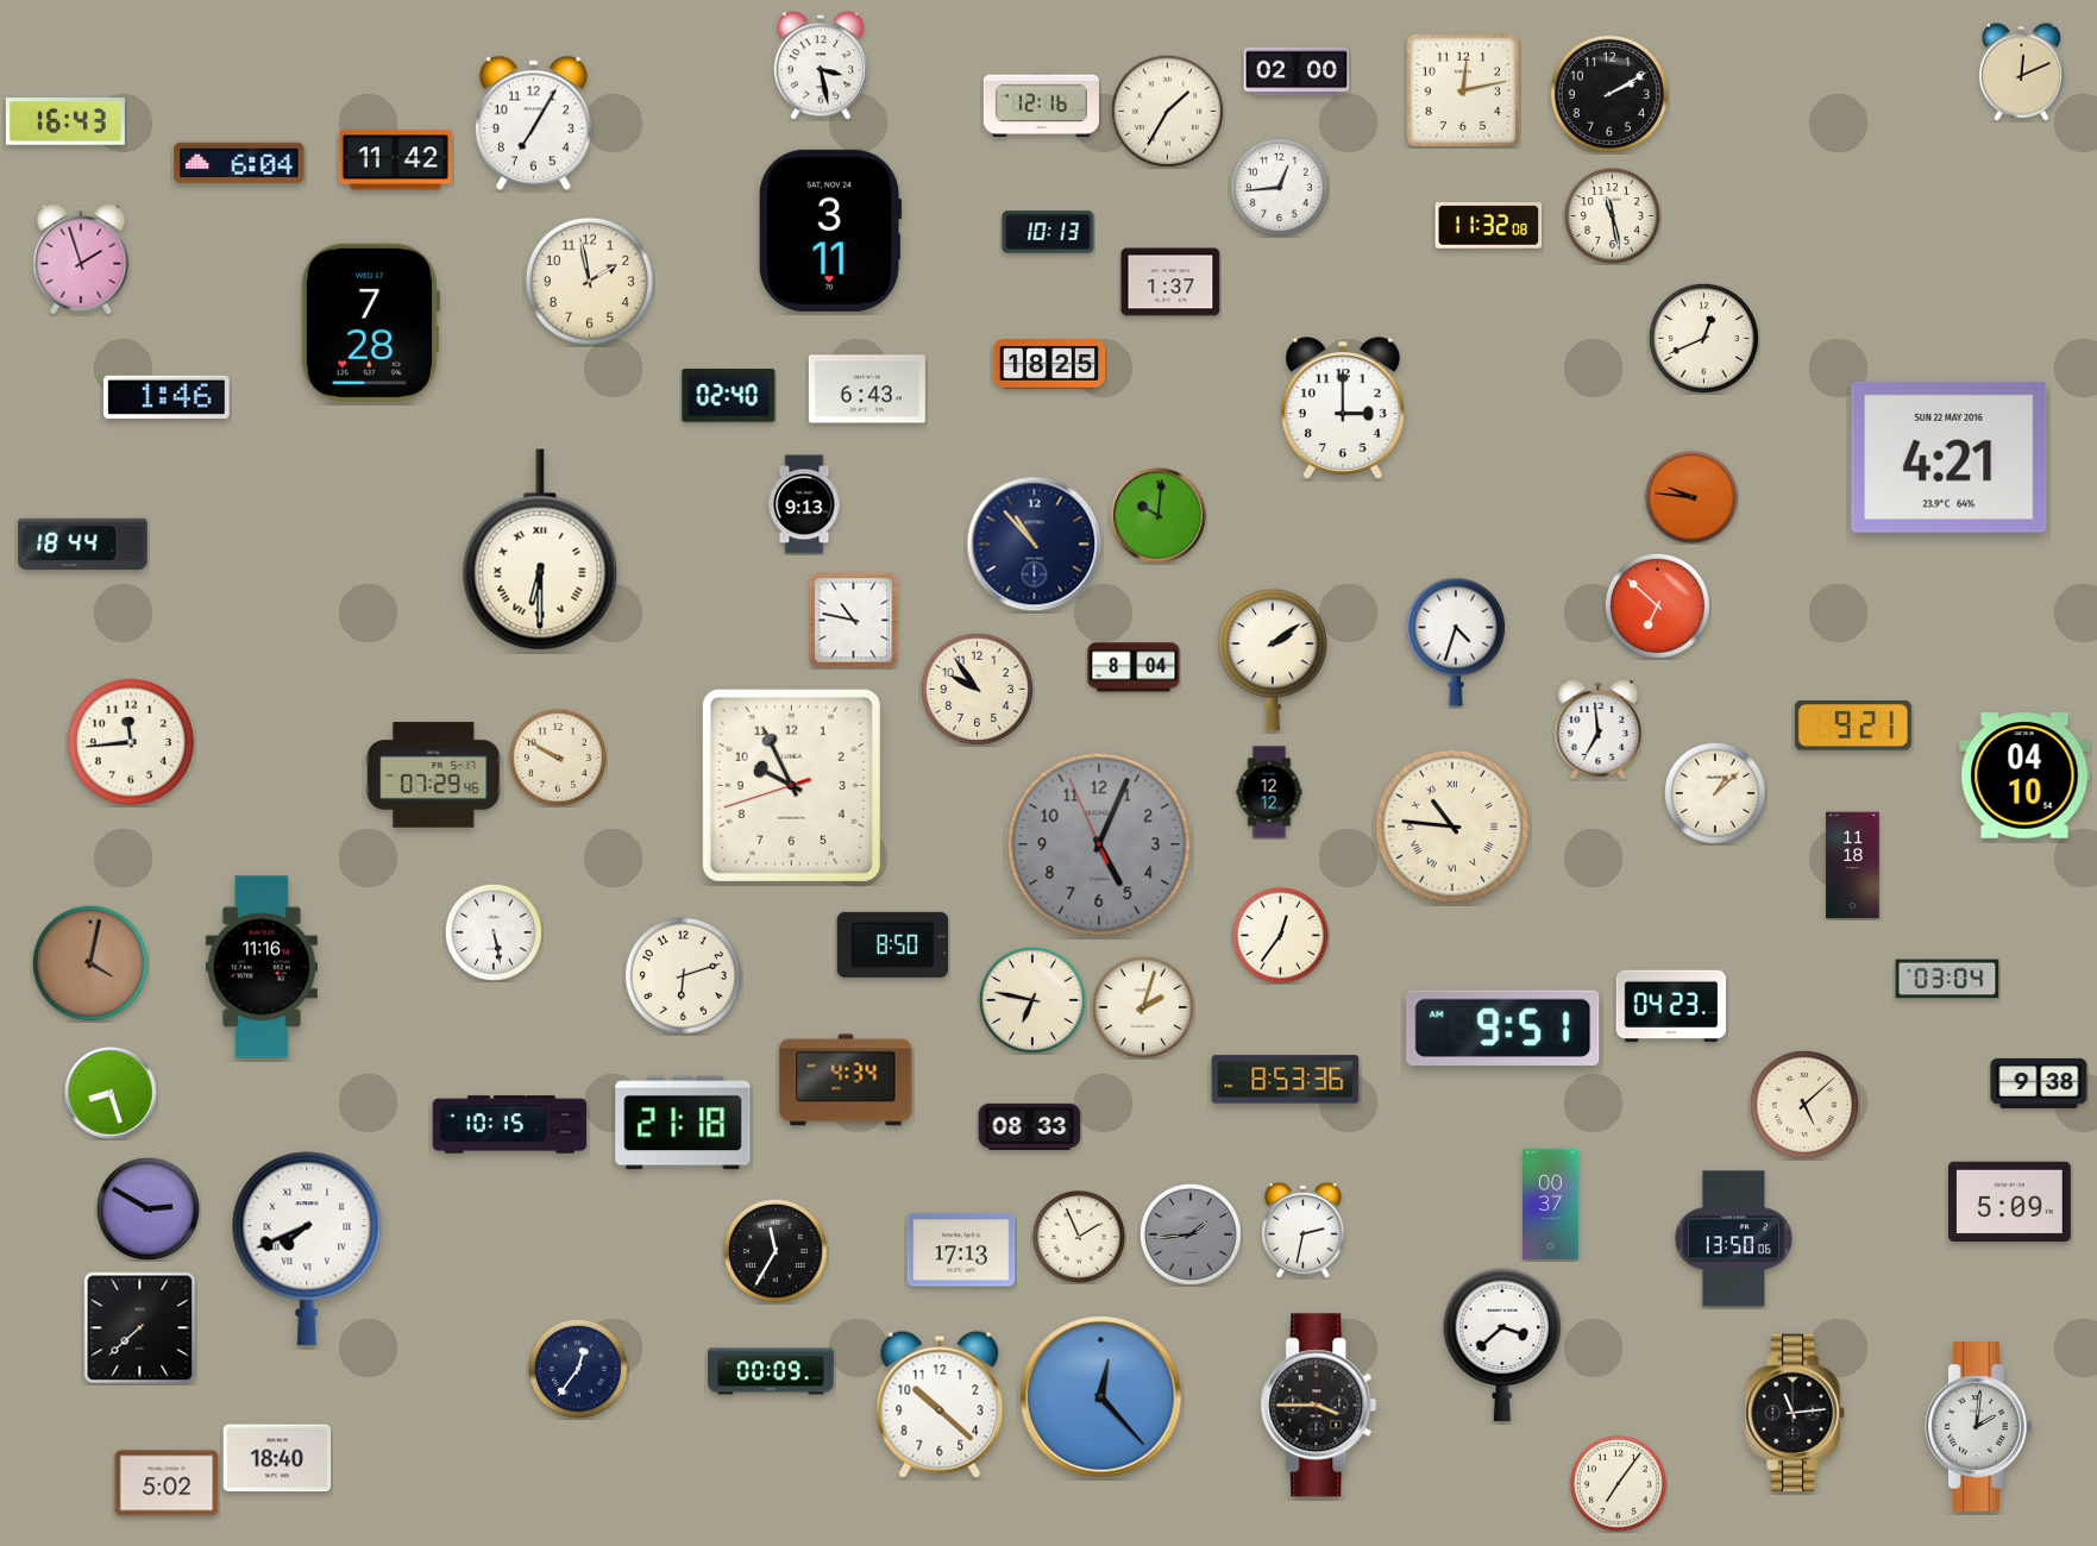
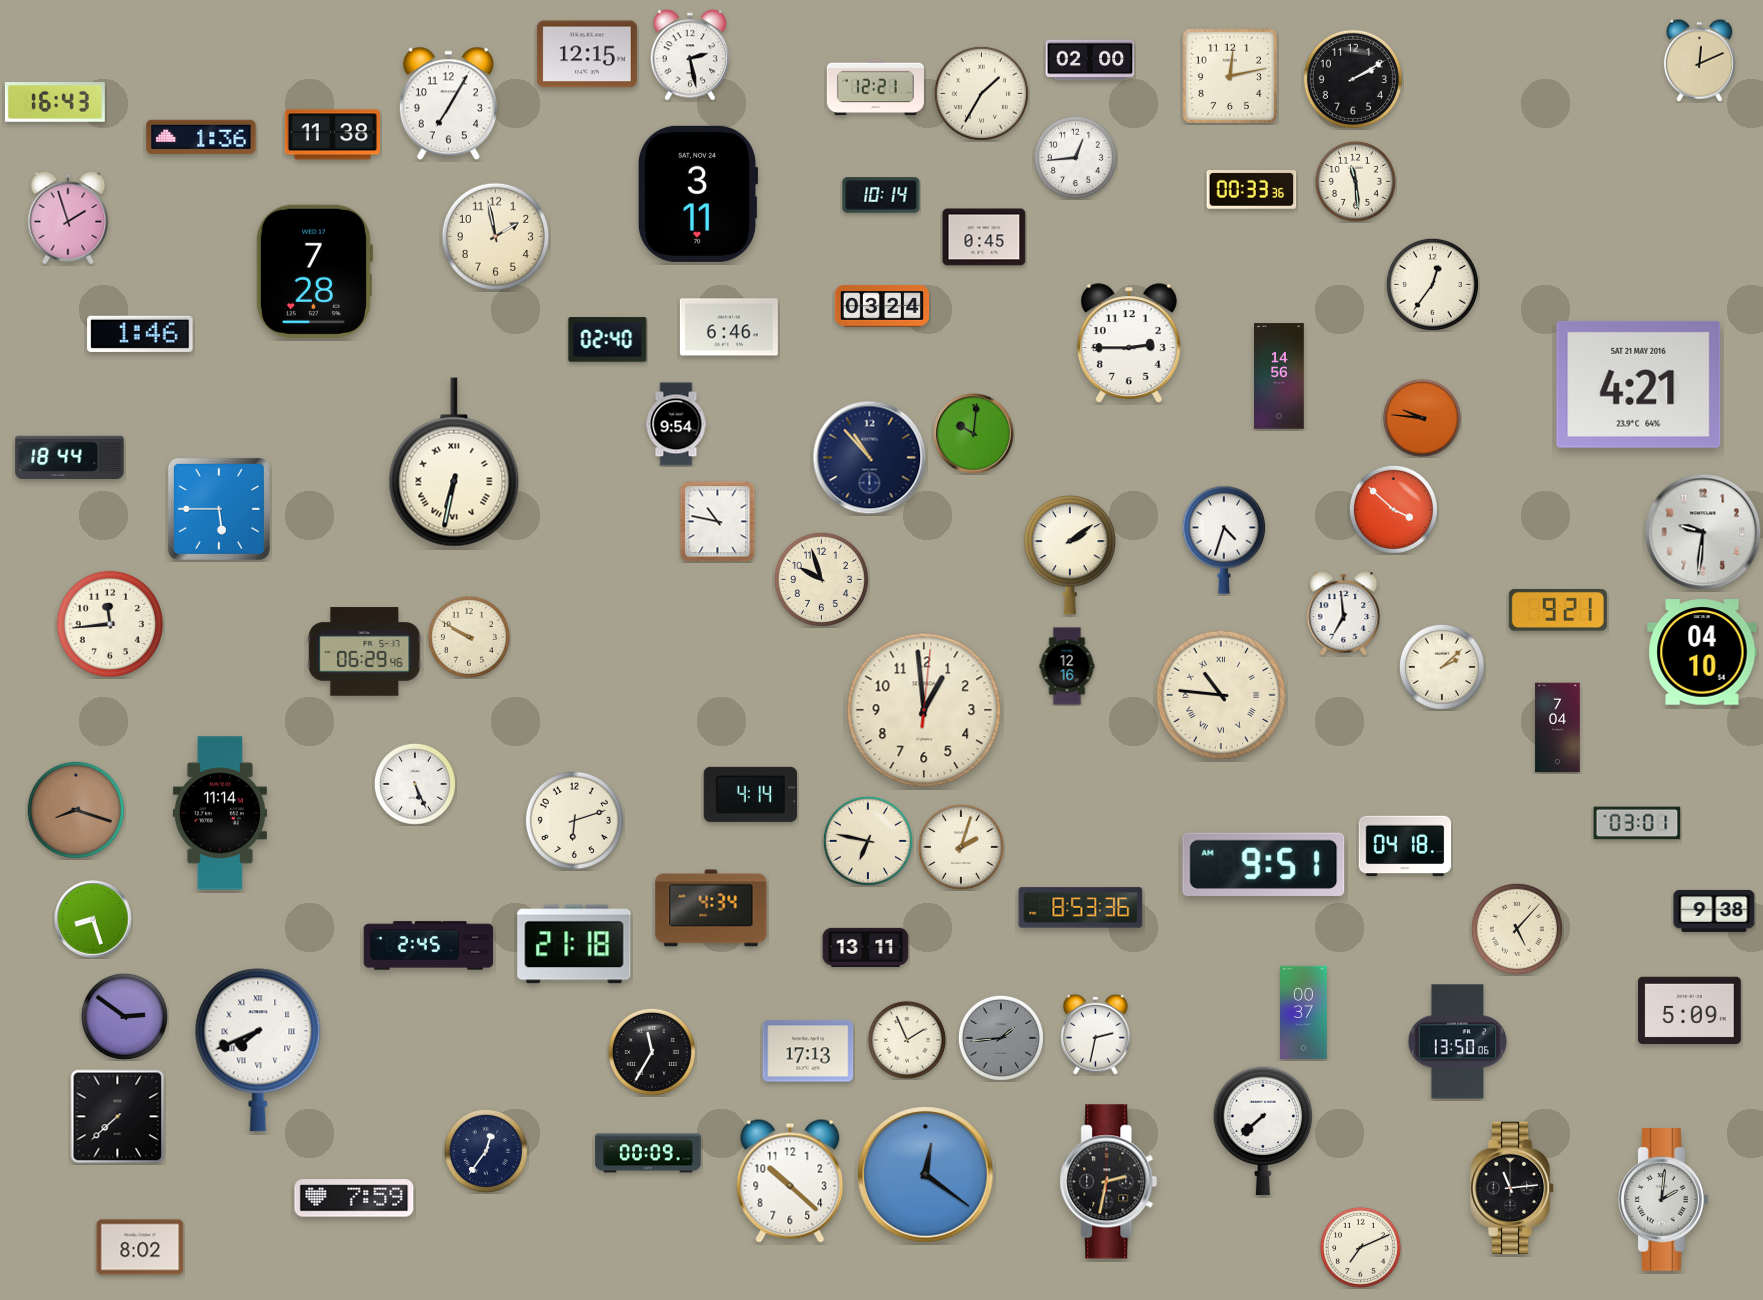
clock at (587, 54): none -> 12:15
clock at (820, 65): 3:28 -> 2:28
clock at (1041, 105): 12:16 -> 12:21
clock at (395, 161): 11:42 -> 11:38
clock at (239, 163): 6:04 -> 1:36
clock at (1612, 215): 11:28 -> 11:29
clock at (1489, 226): 11:32 -> 00:33
clock at (1048, 232): 10:13 -> 10:14
clock at (1170, 282): 1:37 -> 0:45
clock at (370, 322) position: (370, 322) -> (314, 271)
clock at (1703, 338): 12:41 -> 12:36
clock at (1049, 364): 18:25 -> 03:24
clock at (867, 389): 6:43 -> 6:46
clock at (729, 396) position: (729, 396) -> (608, 340)
clock at (1343, 409): 3:00 -> 2:45
clock at (1279, 376): none -> 14:56
clock at (1950, 457) date: SUN 22 MAY 2016 -> SAT 21 MAY 2016
clock at (804, 504): 9:13 -> 9:54
clock at (540, 549): 6:30 -> 6:32
clock at (219, 509): none -> 5:45
clock at (1657, 605): 6:52 -> 3:52
clock at (1703, 532): none -> 9:31
clock at (1134, 667): 8:04 -> none
clock at (977, 689): 9:54 -> 9:57
clock at (434, 775): 07:29 -> 06:29
clock at (791, 785): 9:55 -> none
clock at (1269, 792): 12:12 -> 12:16
clock at (1715, 793): 1:08 -> 2:08
clock at (1099, 844): 5:03 -> 12:59
clock at (1099, 844) dial: grey -> cream
clock at (1853, 866): 11:18 -> 7:04
clock at (494, 932): 5:28 -> 5:26
clock at (1280, 935): 12:36 -> none
clock at (892, 944): 8:50 -> 4:14
clock at (90, 963): 4:02 -> 8:18
clock at (262, 967): 11:16 -> 11:14
clock at (1947, 979): 03:04 -> 03:01
clock at (1671, 1006): 04:23 -> 04:18
clock at (1804, 1105): 5:08 -> 5:07
clock at (510, 1125): 10:15 -> 2:45
clock at (1030, 1126): 08:33 -> 13:11
clock at (147, 1208): 2:50 -> 2:51
clock at (1502, 1345): 3:38 -> 7:38
clock at (1101, 1397): 12:23 -> 12:21
clock at (1319, 1406): 3:45 -> 2:32
clock at (1795, 1412) position: (1795, 1412) -> (1512, 1187)
clock at (354, 1198): none -> 7:59
clock at (277, 1458): 18:40 -> none
clock at (167, 1483): 5:02 -> 8:02
clock at (1618, 1483): 7:06 -> 7:11
